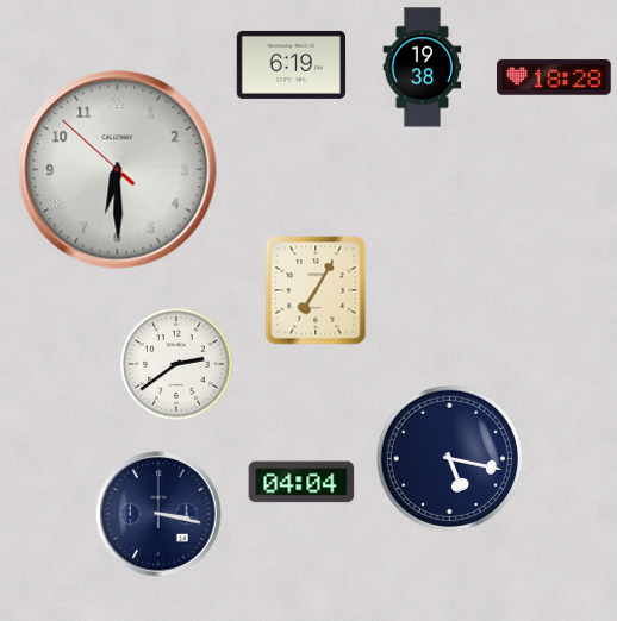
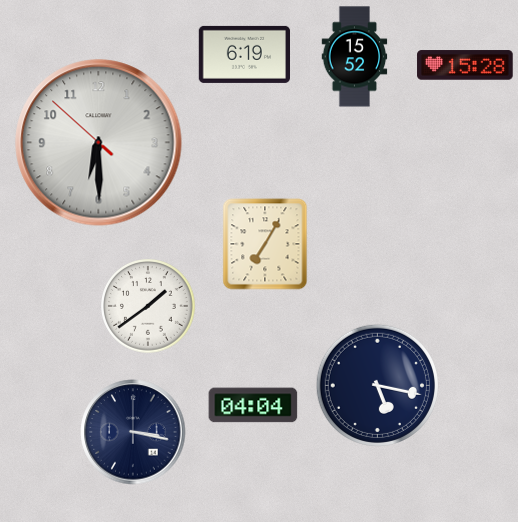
clock at (423, 68): 19:38 -> 15:52
clock at (554, 77): 18:28 -> 15:28
clock at (176, 364): 2:39 -> 1:39
